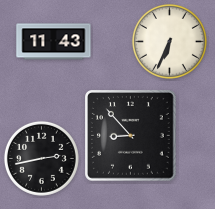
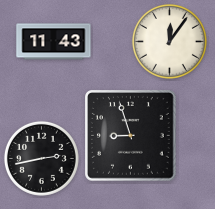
clock at (169, 41): 6:34 -> 12:06
clock at (131, 136): 8:53 -> 8:57
